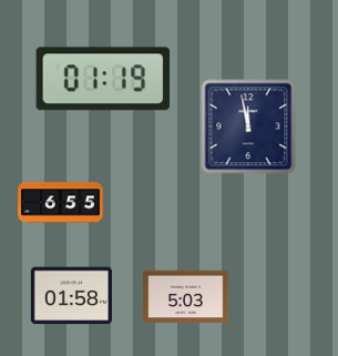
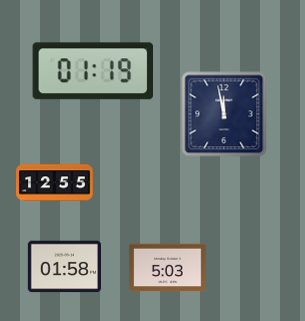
clock at (61, 203): 6:55 -> 12:55
